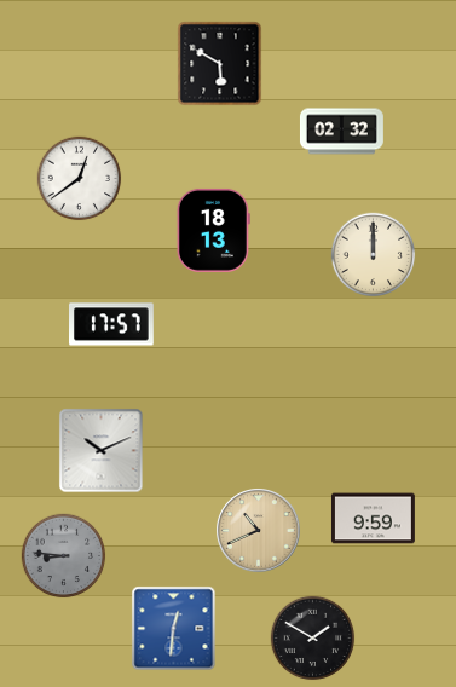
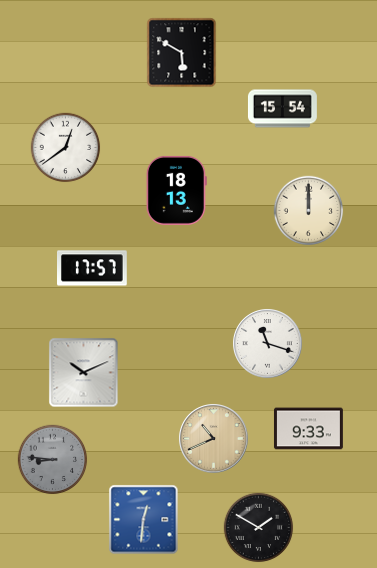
clock at (341, 132): 02:32 -> 15:54
clock at (268, 344): none -> 11:18
clock at (373, 519): 9:59 -> 9:33
